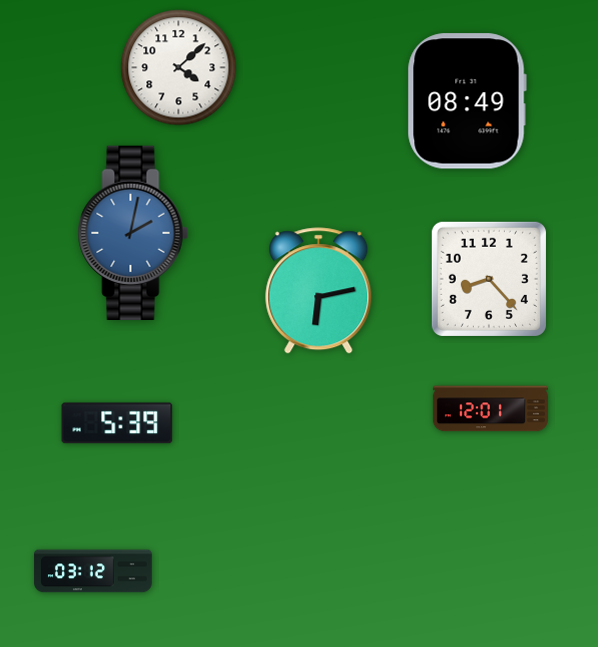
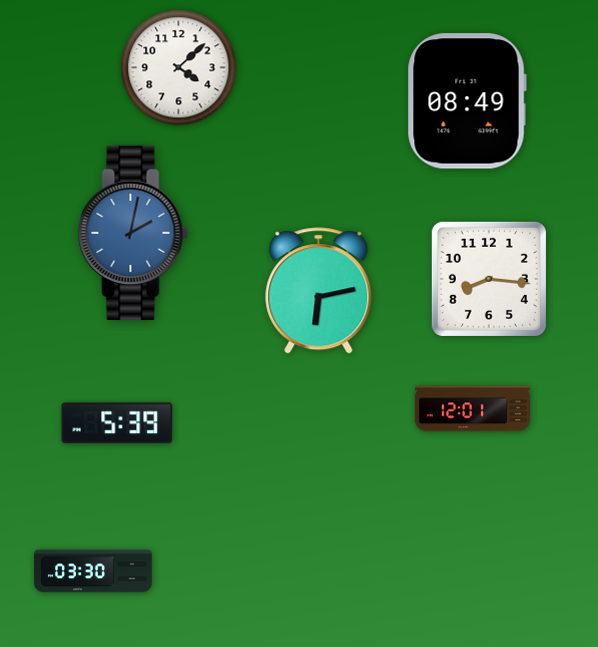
clock at (489, 279): 8:23 -> 8:16
clock at (490, 409) position: (490, 409) -> (472, 409)
clock at (93, 571): 03:12 -> 03:30
